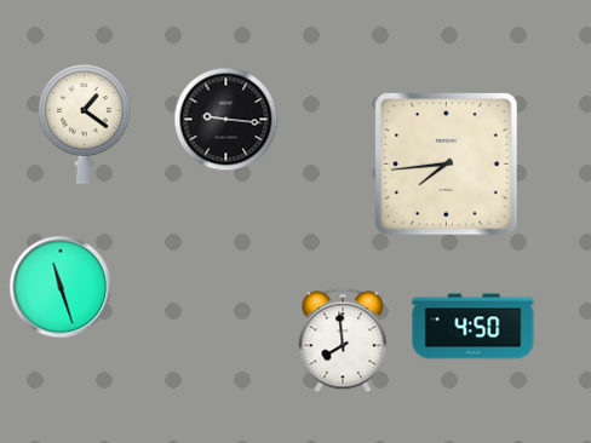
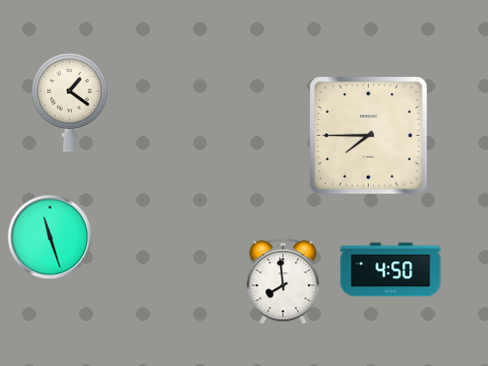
clock at (226, 120): 9:16 -> none
clock at (447, 165): 7:44 -> 7:45
